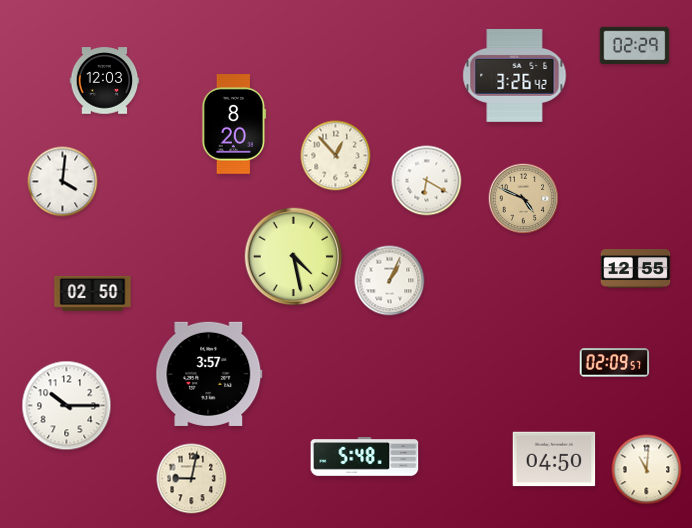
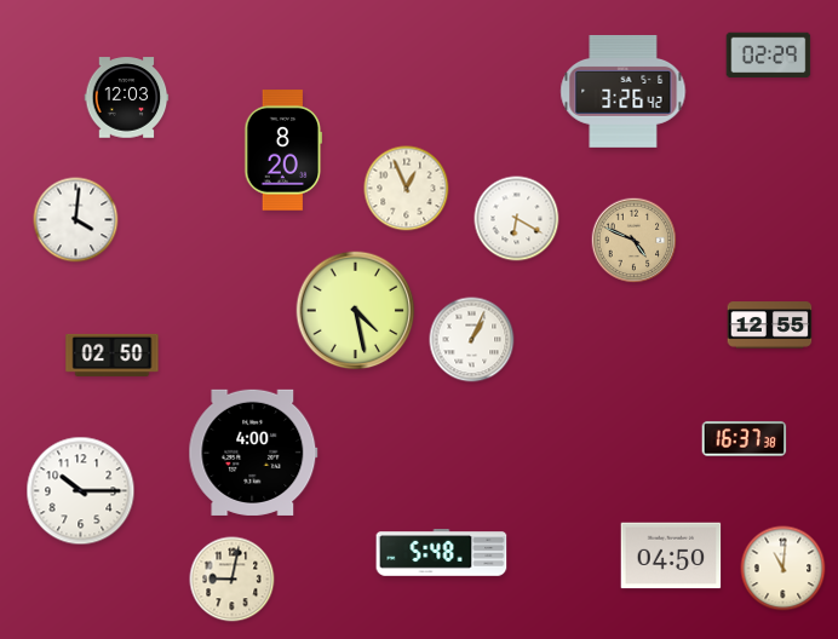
clock at (336, 156): 12:53 -> 12:56
clock at (615, 363): 02:09 -> 16:37
clock at (209, 374): 3:57 -> 4:00
